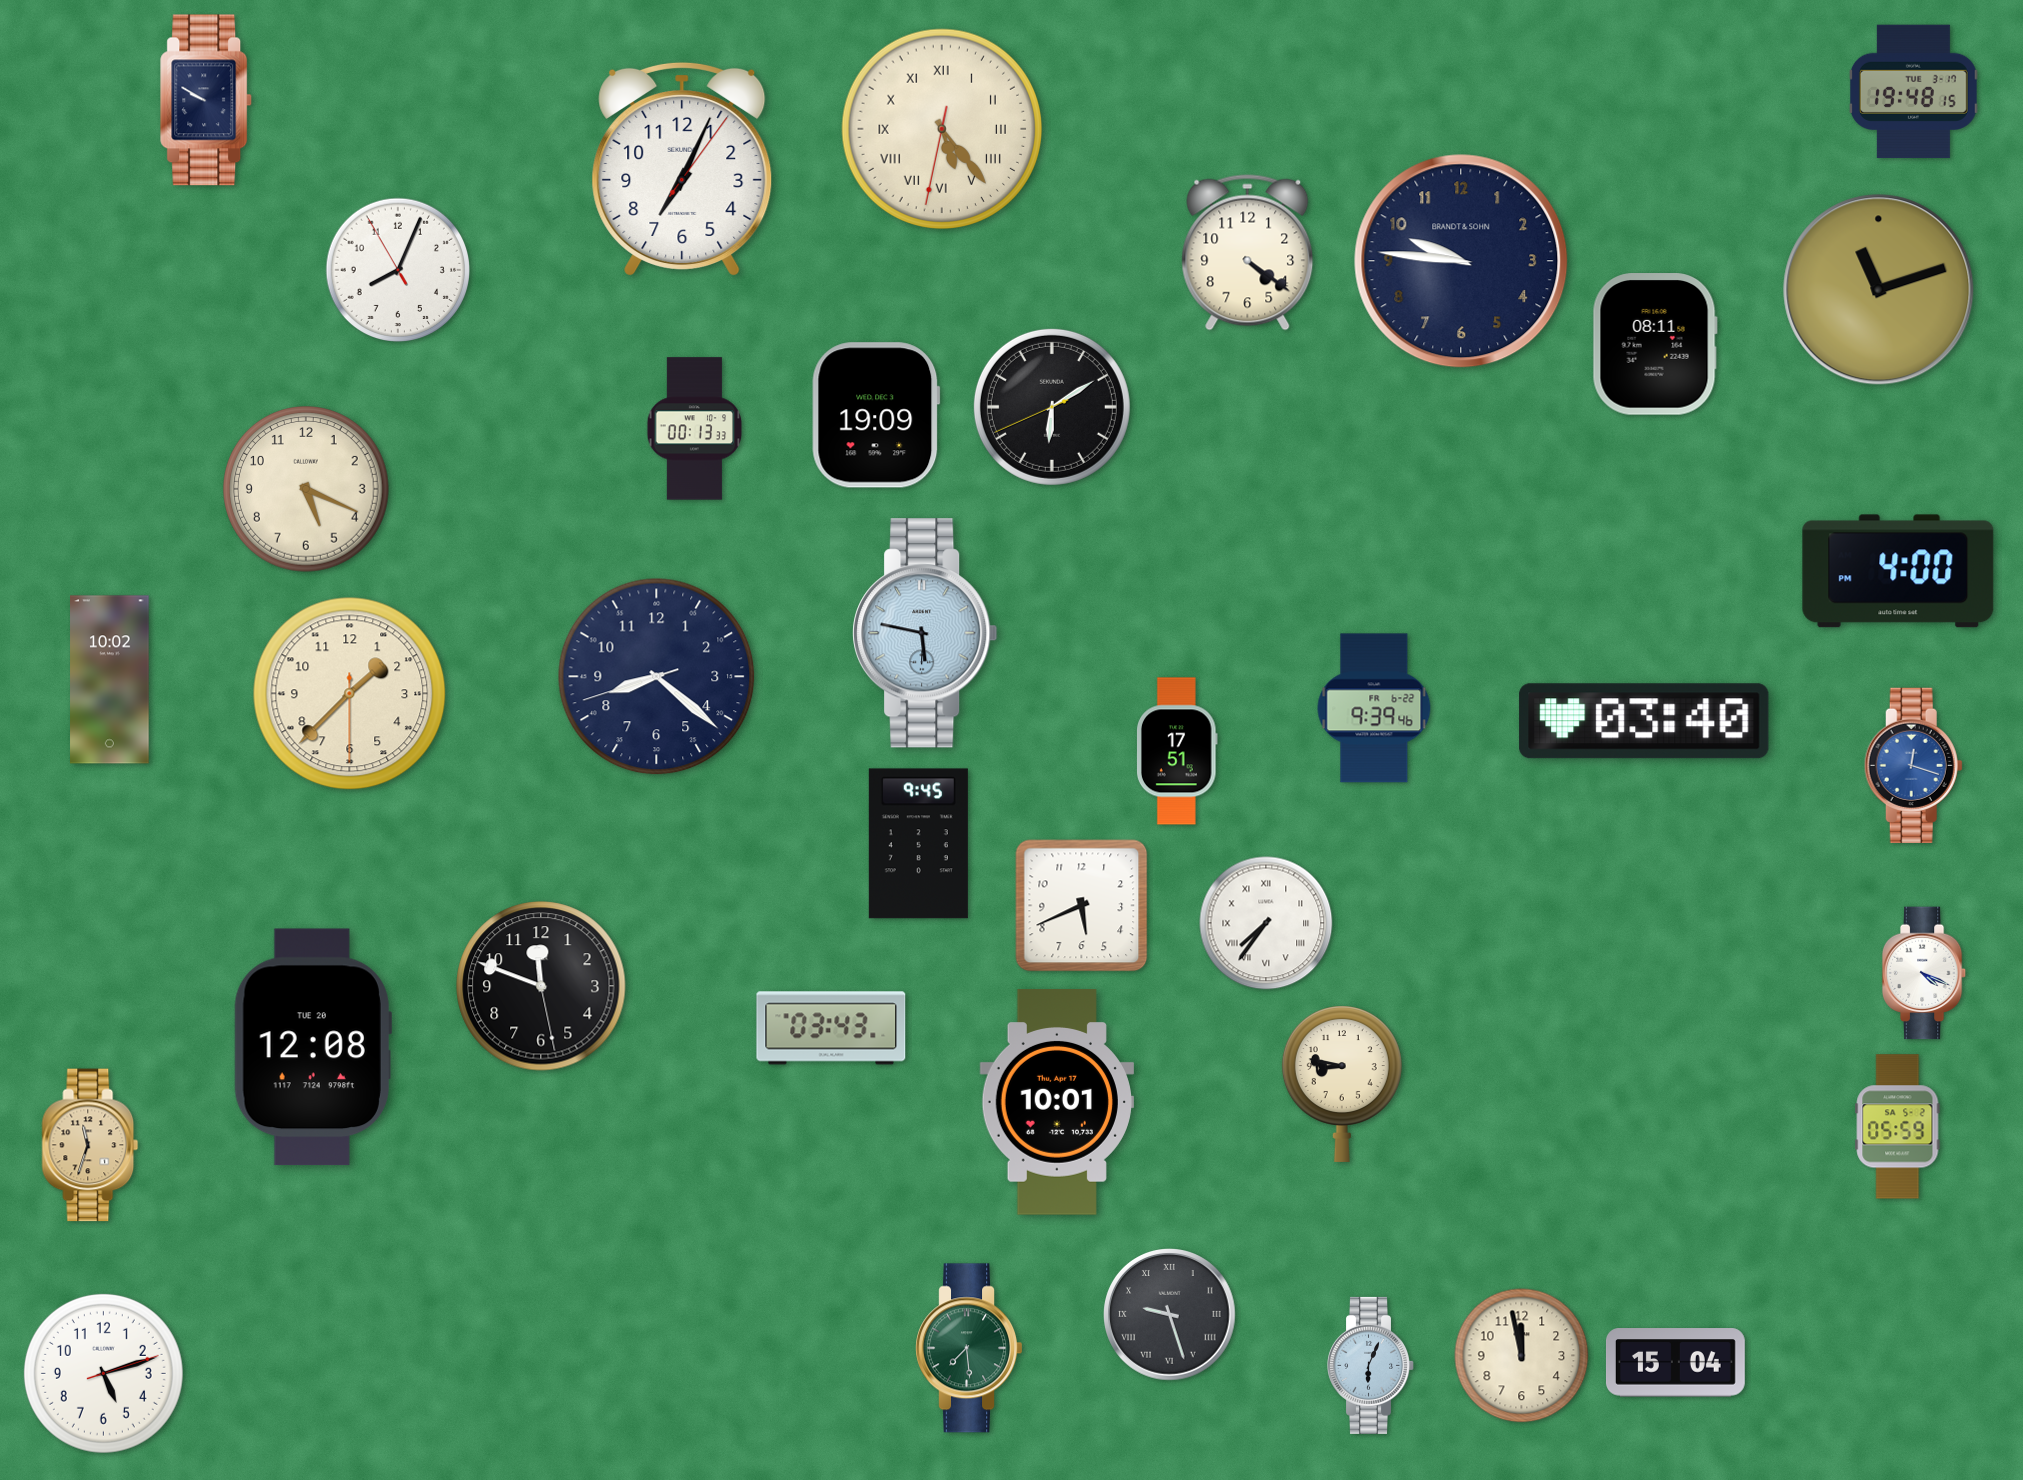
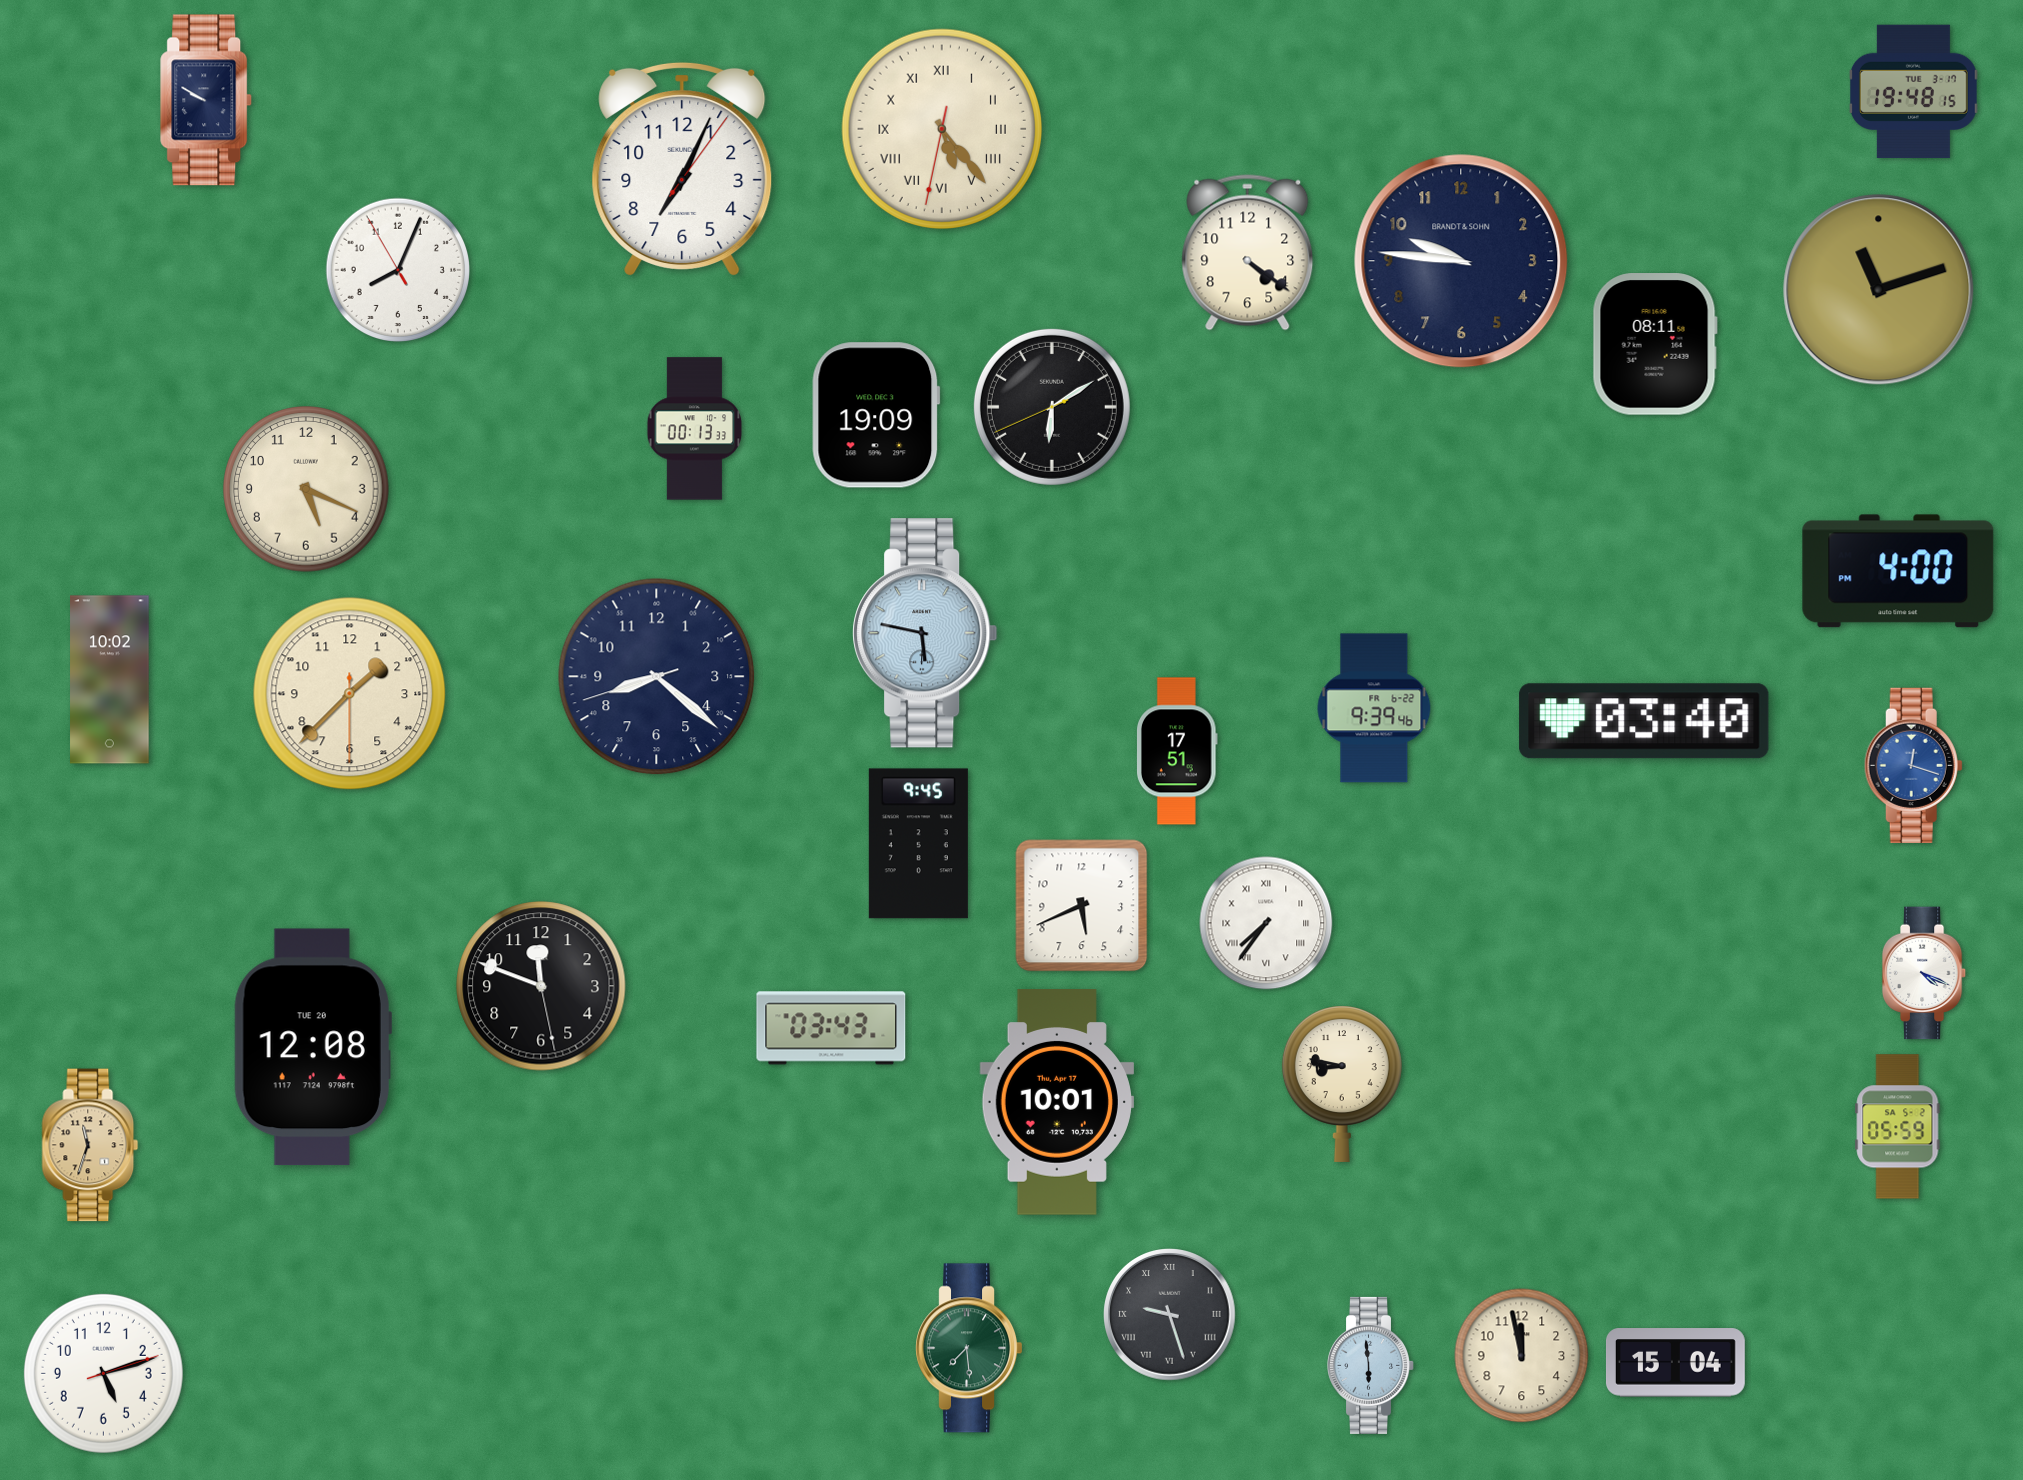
clock at (1371, 1365): 6:04 -> 5:59
